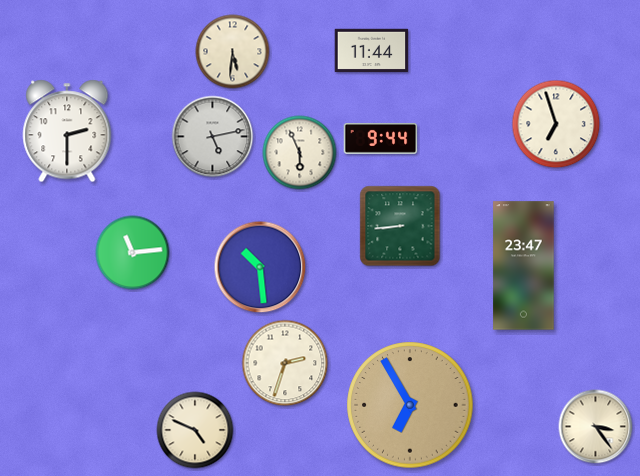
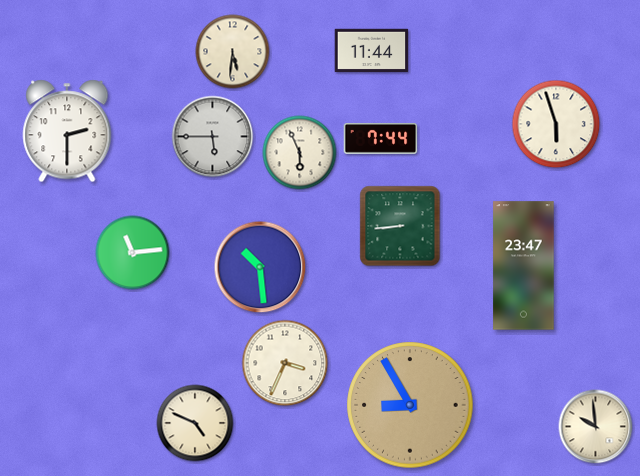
clock at (556, 124): 6:57 -> 5:57
clock at (213, 137): 5:13 -> 5:45
clock at (381, 139): 9:44 -> 7:44
clock at (285, 363): 2:33 -> 3:34
clock at (410, 405): 6:55 -> 8:55
clock at (596, 427): 3:24 -> 9:59
clock at (195, 430) position: (195, 430) -> (195, 423)
